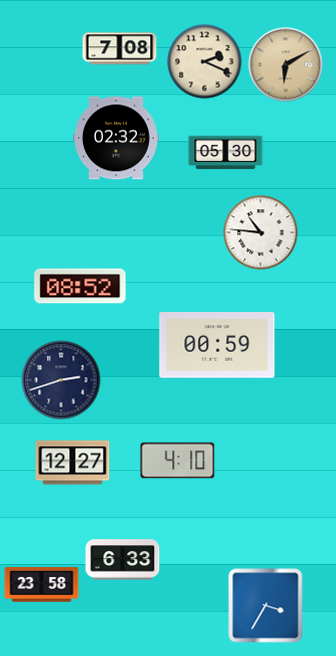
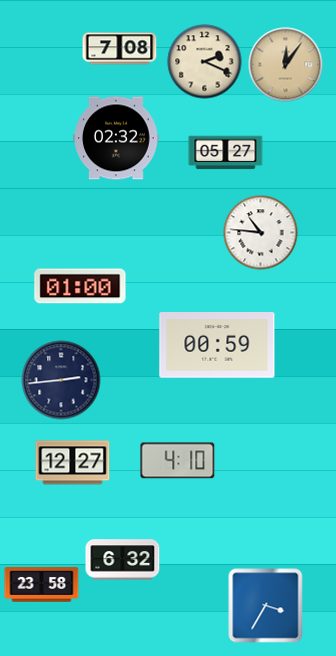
clock at (286, 65): 6:10 -> 12:06
clock at (226, 153): 05:30 -> 05:27
clock at (80, 286): 08:52 -> 01:00
clock at (61, 380): 2:42 -> 2:44
clock at (123, 560): 6:33 -> 6:32
